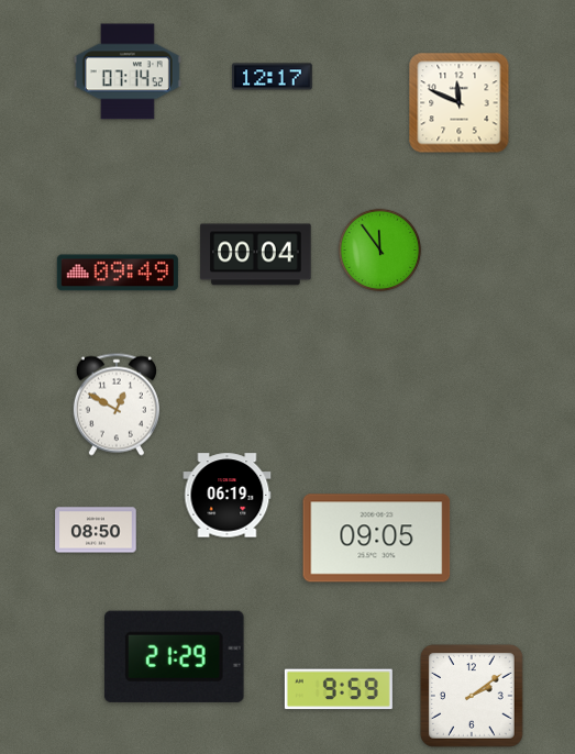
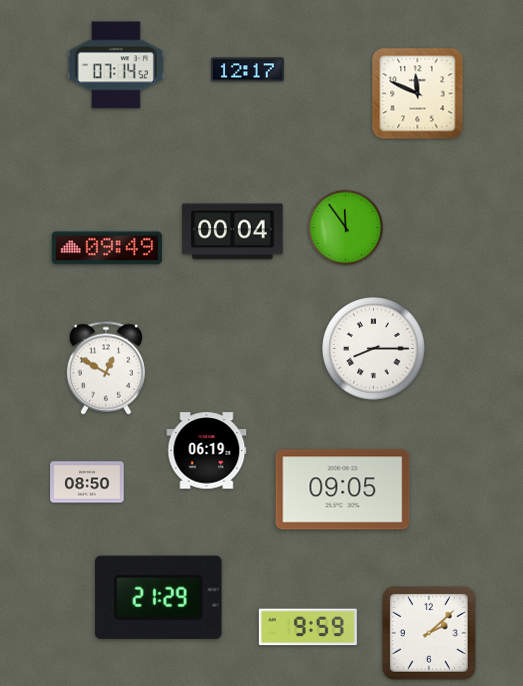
clock at (374, 349): none -> 8:15
clock at (472, 696): 2:09 -> 2:08
